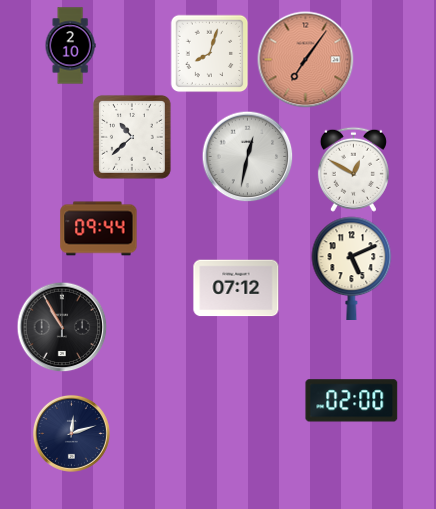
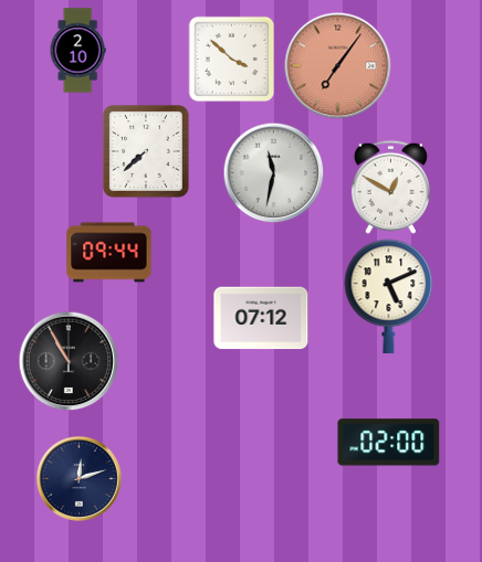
clock at (209, 53): 8:03 -> 3:52
clock at (132, 137): 10:38 -> 7:38
clock at (247, 156): 12:32 -> 11:32
